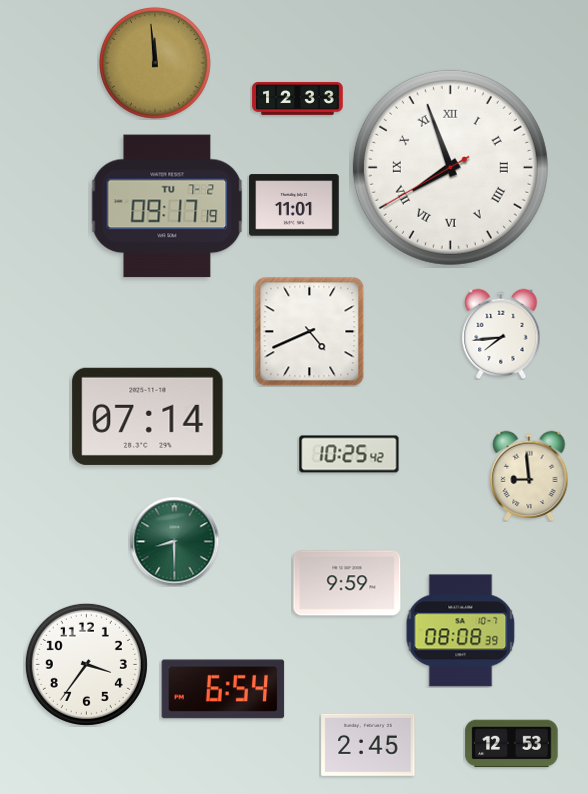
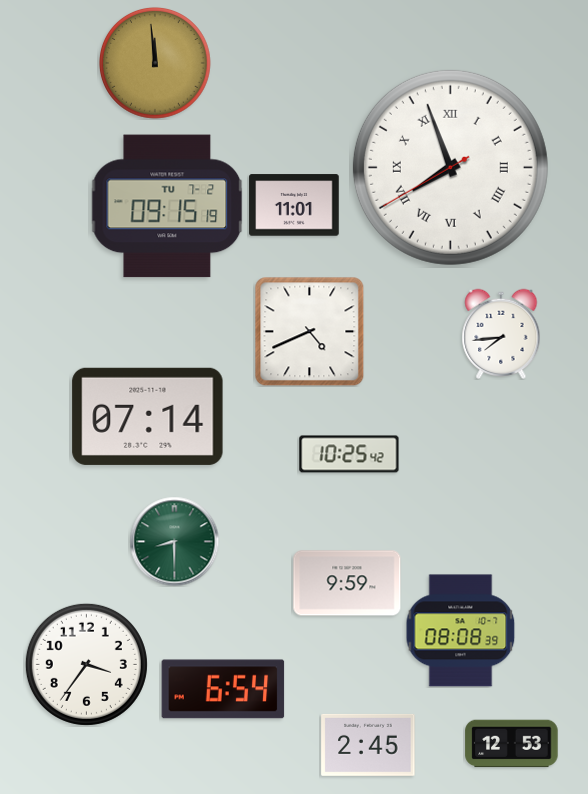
clock at (298, 98): 12:33 -> none
clock at (167, 206): 09:17 -> 09:15
clock at (529, 475): 8:59 -> none
